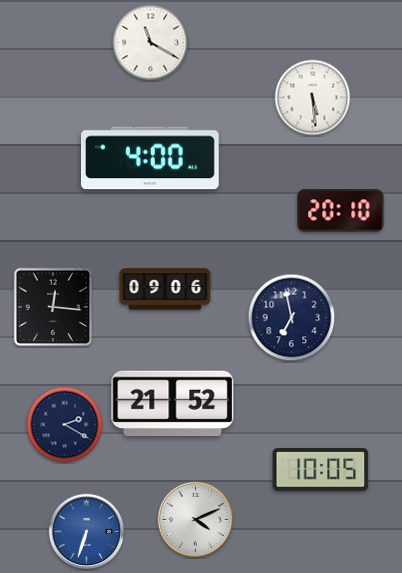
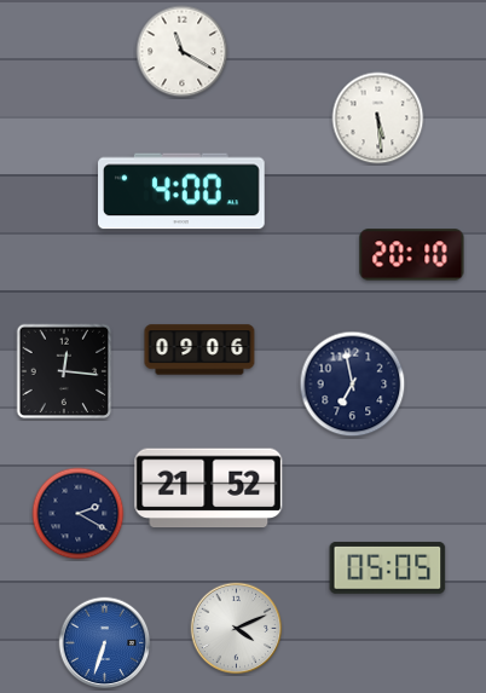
clock at (321, 469): 10:05 -> 05:05
